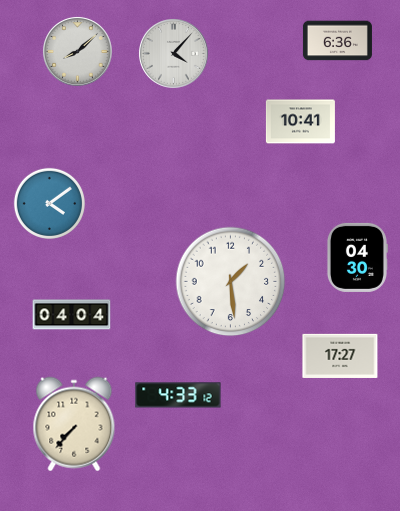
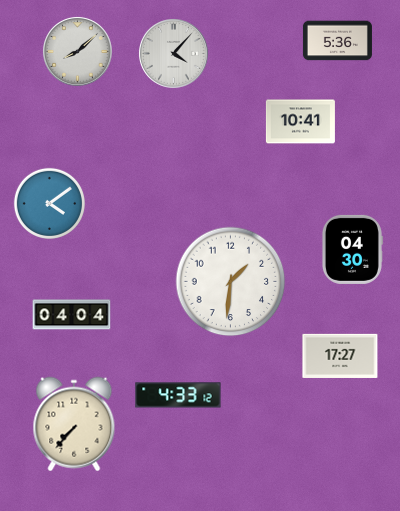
clock at (337, 41): 6:36 -> 5:36
clock at (357, 257) position: (357, 257) -> (352, 249)
clock at (231, 282): 1:29 -> 1:31
